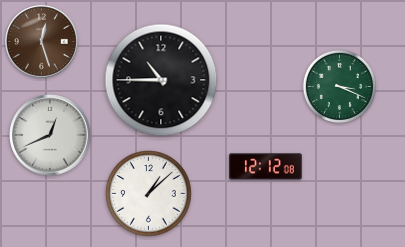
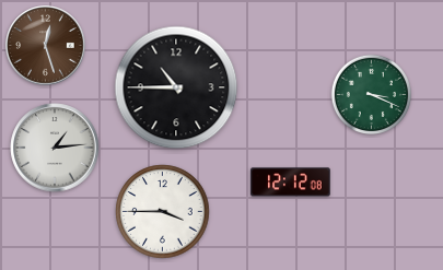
clock at (50, 135): 12:41 -> 1:14
clock at (149, 194): 1:08 -> 3:45
